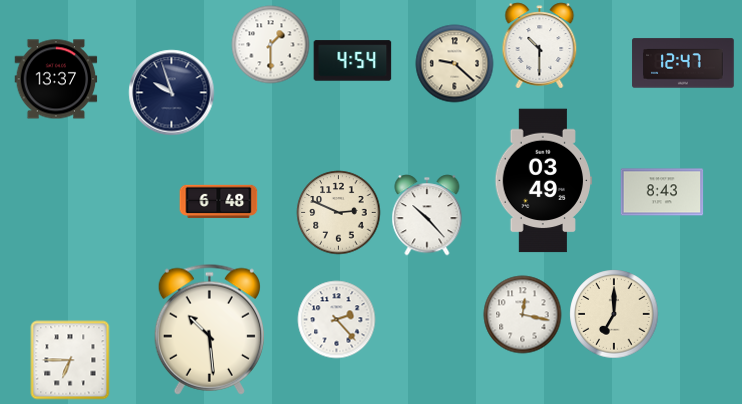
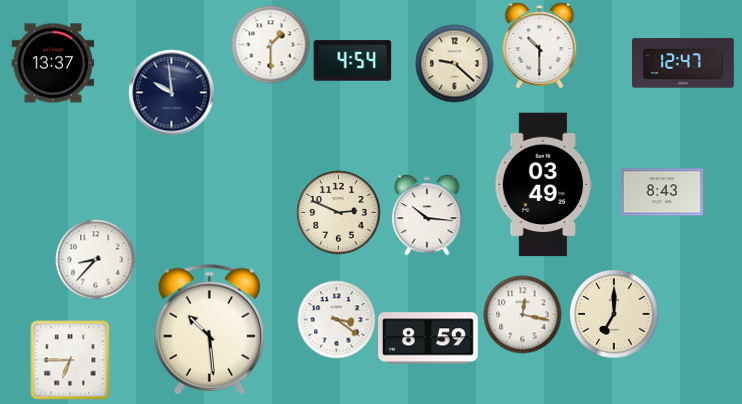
clock at (56, 79) position: (56, 79) -> (53, 63)
clock at (171, 92): 9:57 -> 9:59
clock at (544, 181) position: (544, 181) -> (544, 185)
clock at (218, 201): 6:48 -> none
clock at (427, 215): 10:23 -> 10:16
clock at (95, 259): none -> 8:37
clock at (336, 319): 2:23 -> 3:21
clock at (429, 338): none -> 8:59
